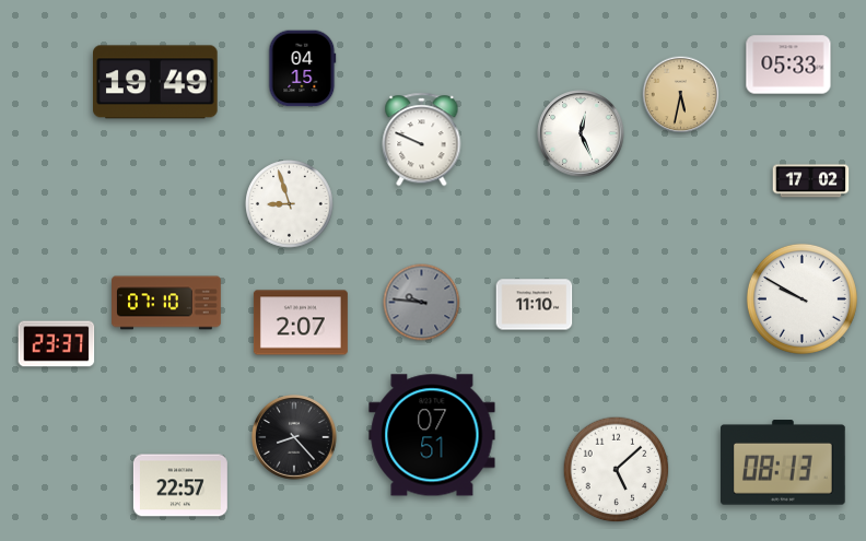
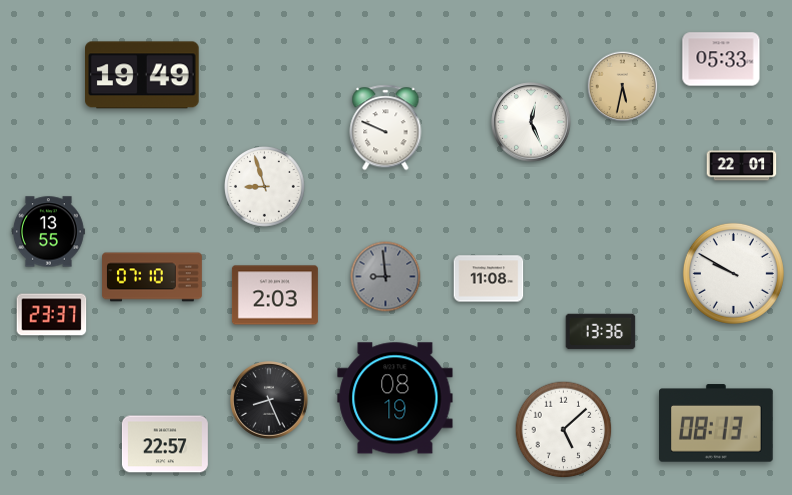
clock at (303, 69): 04:15 -> none
clock at (811, 181): 17:02 -> 22:01
clock at (48, 232): none -> 13:55
clock at (422, 303): 9:46 -> 8:59
clock at (535, 305): 11:10 -> 11:08
clock at (301, 322): 2:07 -> 2:03
clock at (601, 332): none -> 13:36
clock at (432, 435): 07:51 -> 08:19
clock at (295, 438): 8:23 -> 8:26
